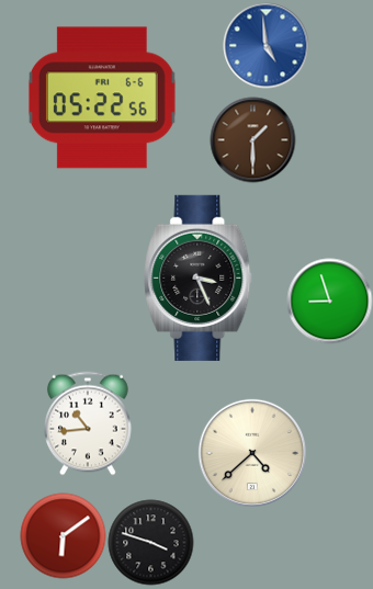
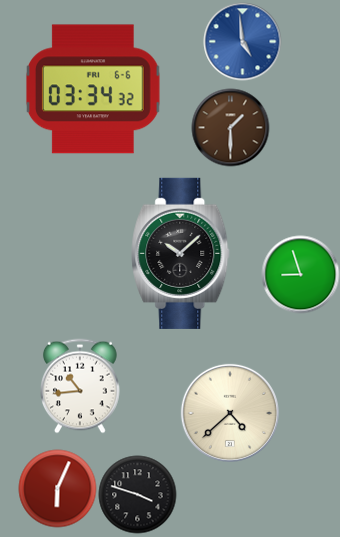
clock at (102, 98): 05:22 -> 03:34
clock at (199, 277): 3:26 -> 10:08
clock at (63, 535): 6:09 -> 6:04
